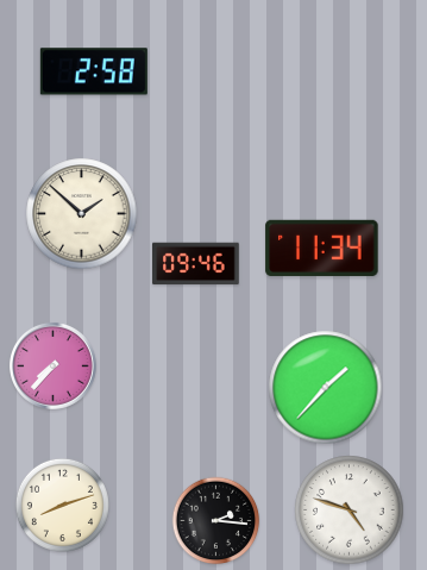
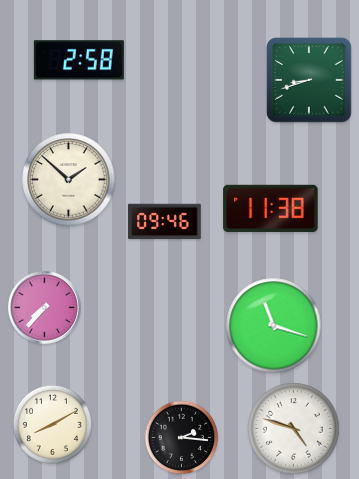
clock at (309, 80): none -> 8:42
clock at (322, 248): 11:34 -> 11:38
clock at (326, 388): 1:37 -> 11:18
clock at (62, 505): 8:12 -> 8:10
